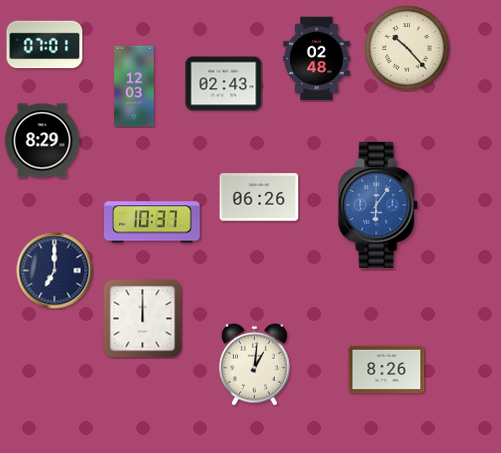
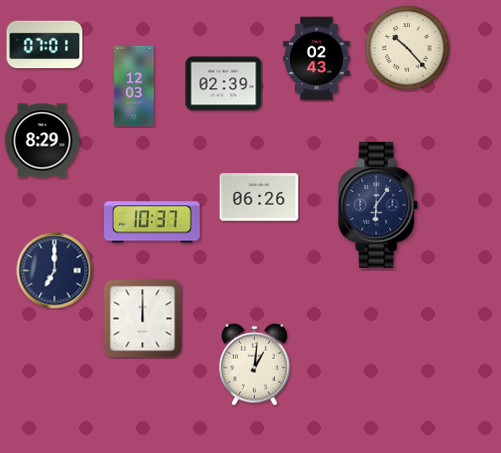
clock at (317, 59): 02:48 -> 02:43
clock at (224, 84): 02:43 -> 02:39
clock at (379, 205) dial: blue -> navy
clock at (387, 370): 8:26 -> none
